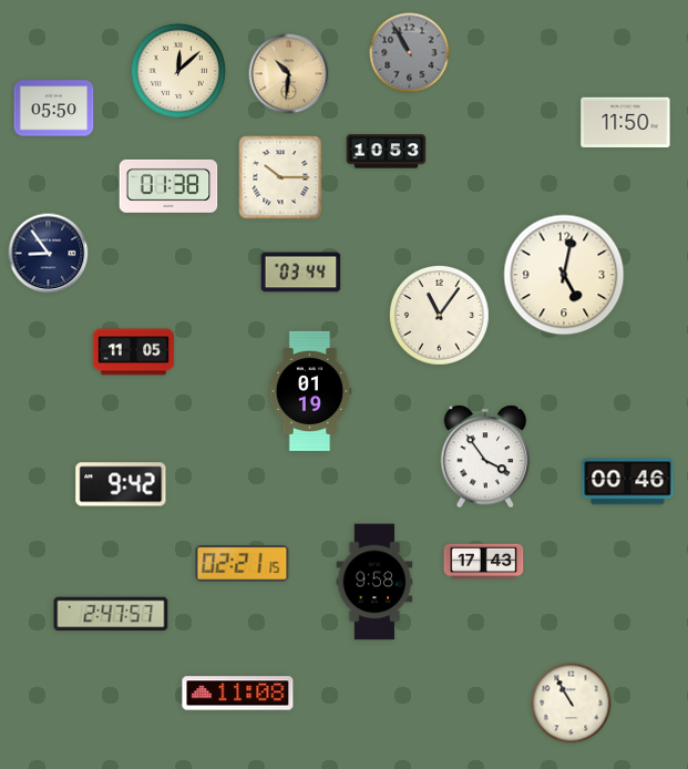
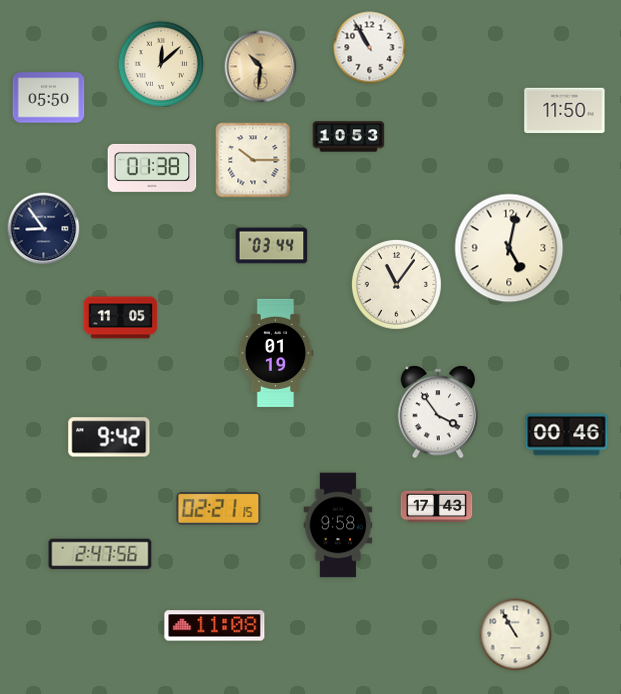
clock at (410, 53) dial: grey -> white
clock at (310, 391) position: (310, 391) -> (276, 353)
clock at (111, 614): 2:47:57 -> 2:47:56
